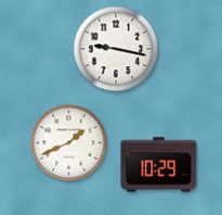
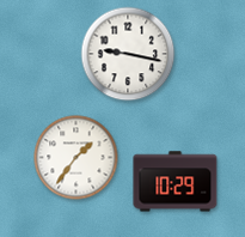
clock at (69, 143): 1:41 -> 1:36
